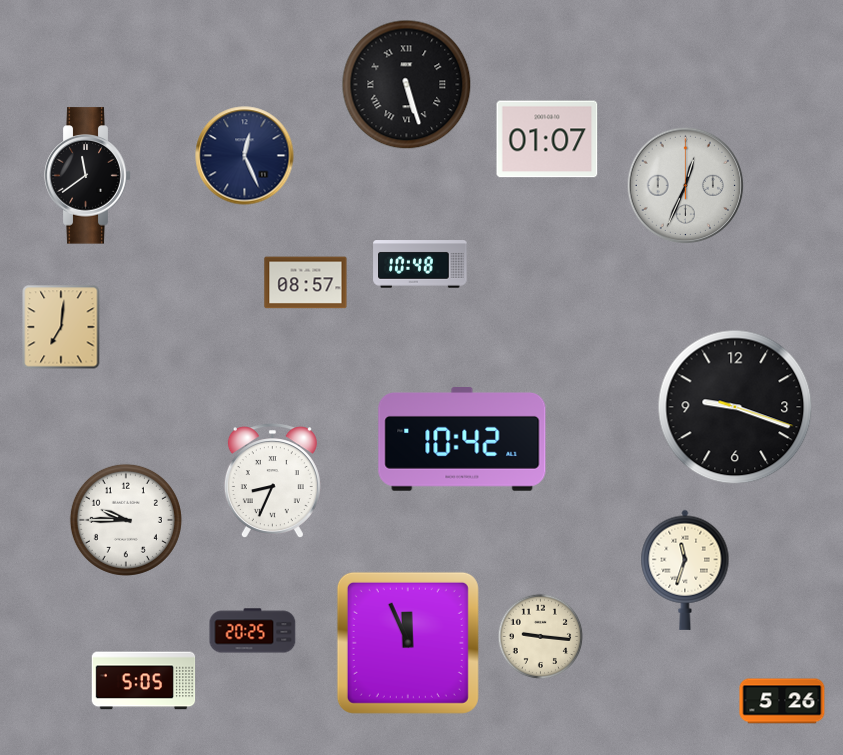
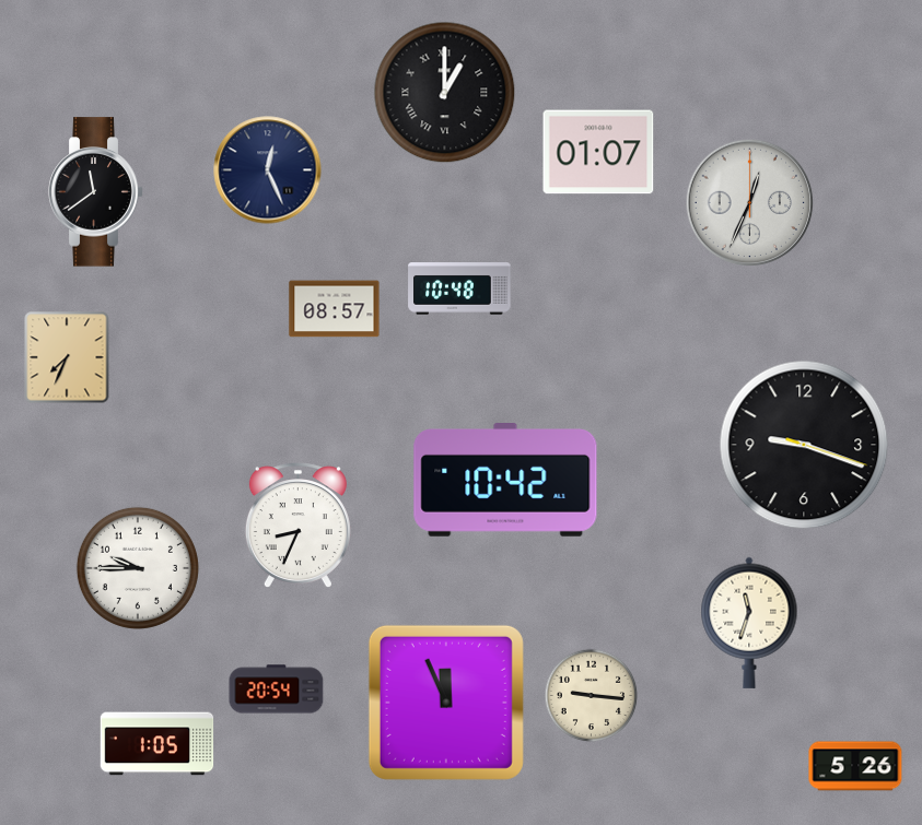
clock at (407, 85): 5:27 -> 1:00
clock at (61, 327): 7:01 -> 7:34
clock at (253, 631): 20:25 -> 20:54
clock at (144, 681): 5:05 -> 1:05
